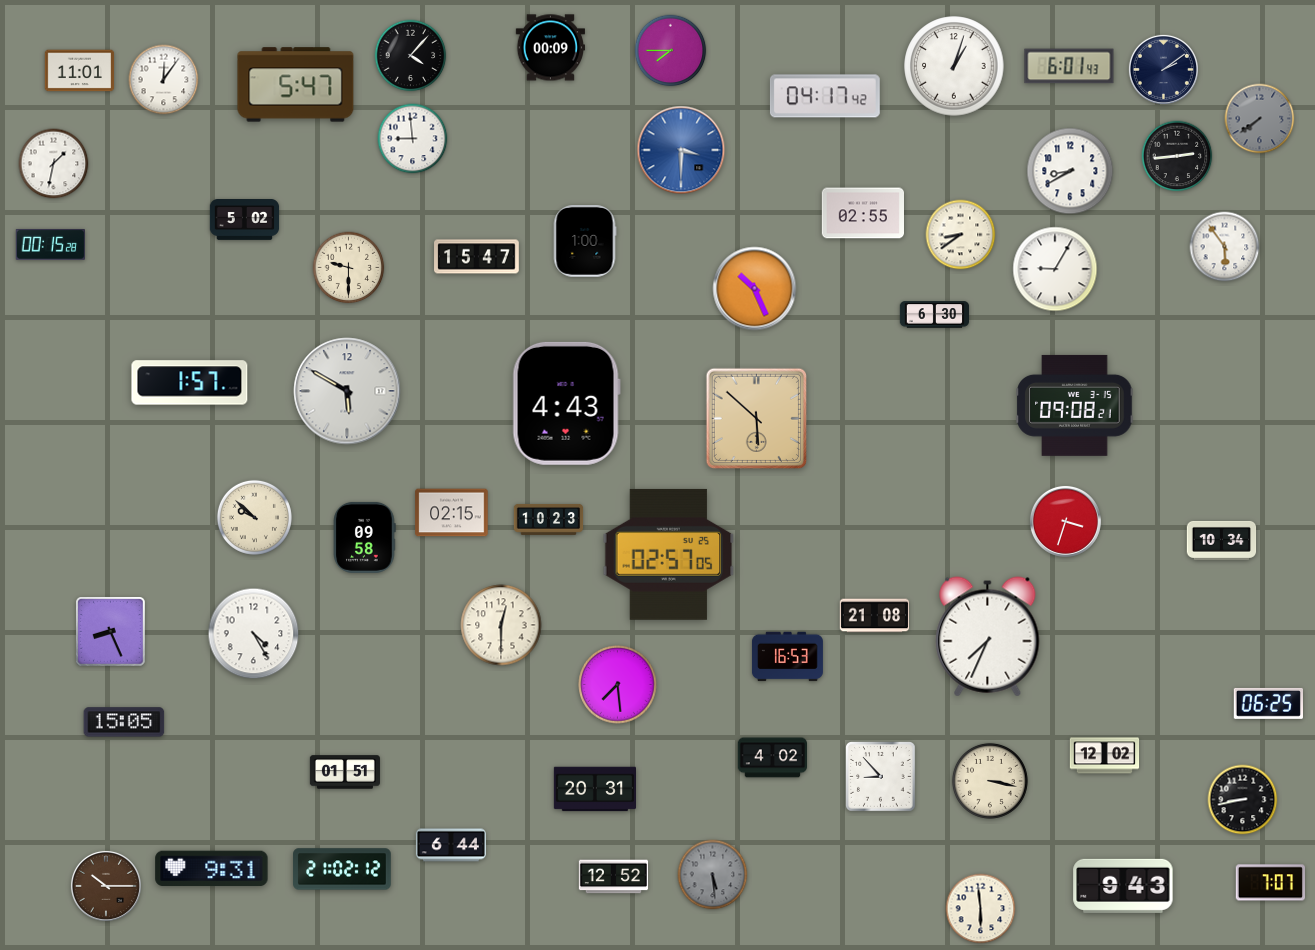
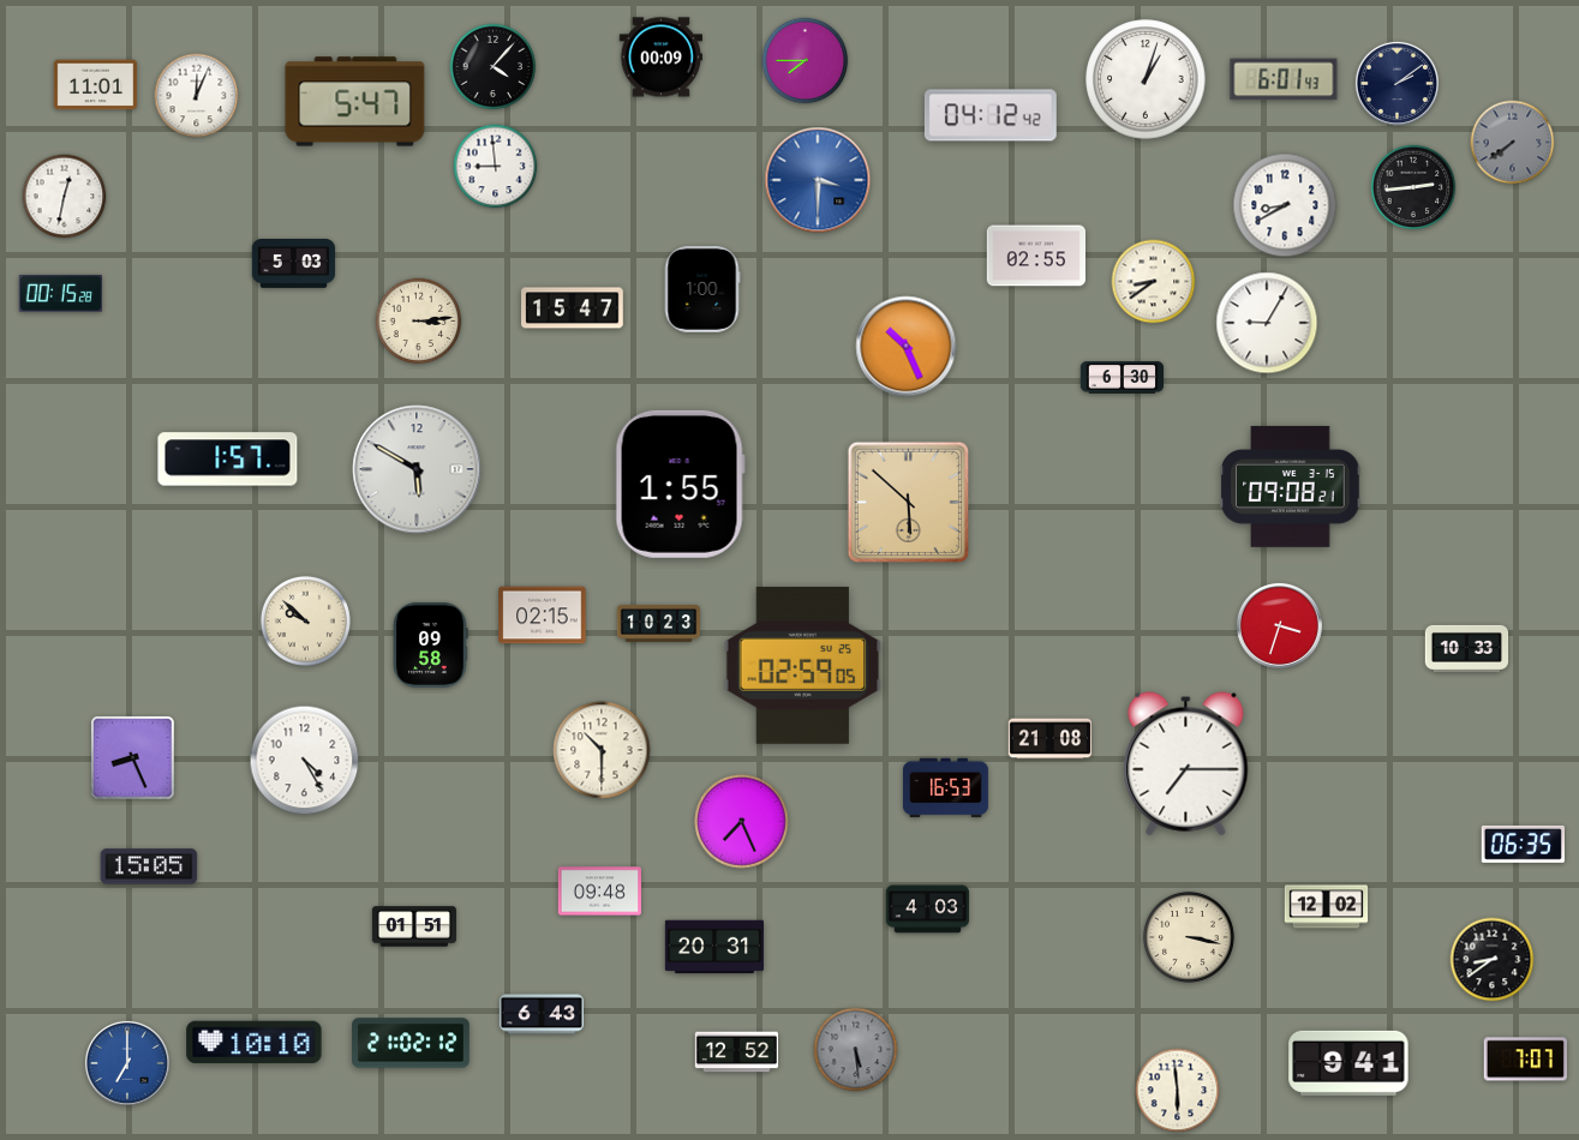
clock at (164, 80): 12:06 -> 12:04
clock at (825, 96): 04:17 -> 04:12
clock at (54, 164): 1:32 -> 12:32
clock at (245, 220): 5:02 -> 5:03
clock at (1225, 247): 5:54 -> none
clock at (349, 268): 9:30 -> 3:14
clock at (566, 403): 4:43 -> 1:55
clock at (364, 537) position: (364, 537) -> (430, 644)
clock at (1222, 540): 10:34 -> 10:33
clock at (669, 554): 02:57 -> 02:59
clock at (501, 625): 12:30 -> 10:30
clock at (988, 637): 7:34 -> 7:15
clock at (618, 685): 7:29 -> 7:26
clock at (1268, 703): 06:25 -> 06:35
clock at (600, 892): none -> 09:48
clock at (772, 758): 4:02 -> 4:03
clock at (881, 777): 8:53 -> none
clock at (1243, 800): 8:43 -> 8:39
clock at (451, 845): 6:44 -> 6:43
clock at (212, 869): 9:31 -> 10:10
clock at (106, 886): 10:15 -> 7:00
clock at (106, 886) dial: brown -> blue
clock at (1123, 886): 9:43 -> 9:41
